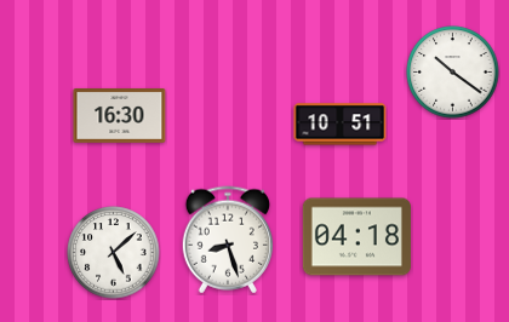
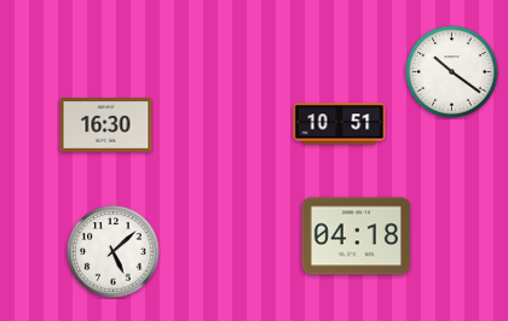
clock at (120, 116) position: (120, 116) -> (106, 126)
clock at (227, 240): 8:27 -> none
